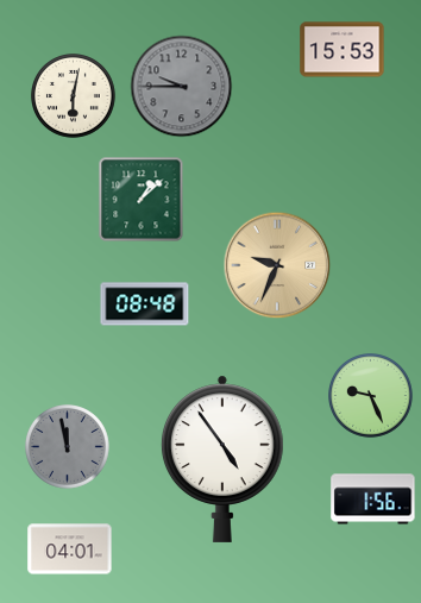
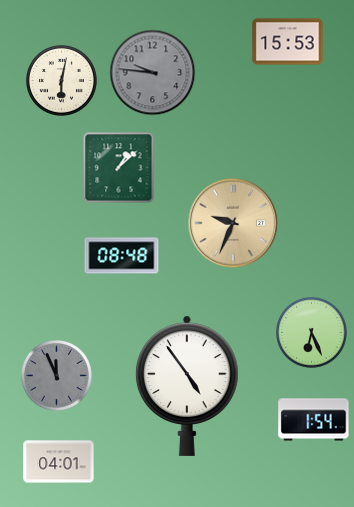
clock at (182, 87): 9:45 -> 9:46
clock at (371, 396): 9:26 -> 6:26
clock at (68, 447): 11:58 -> 11:56
clock at (373, 500): 1:56 -> 1:54
